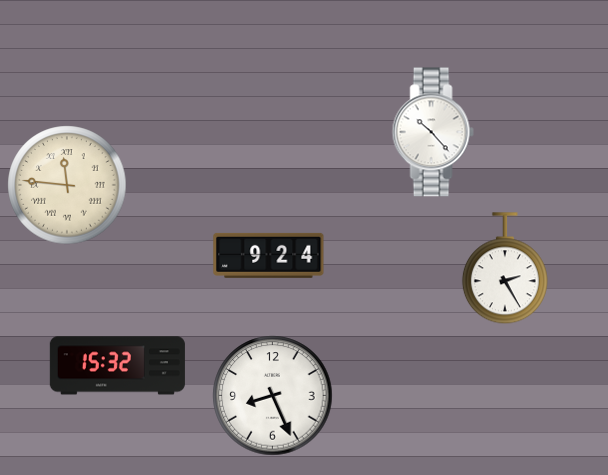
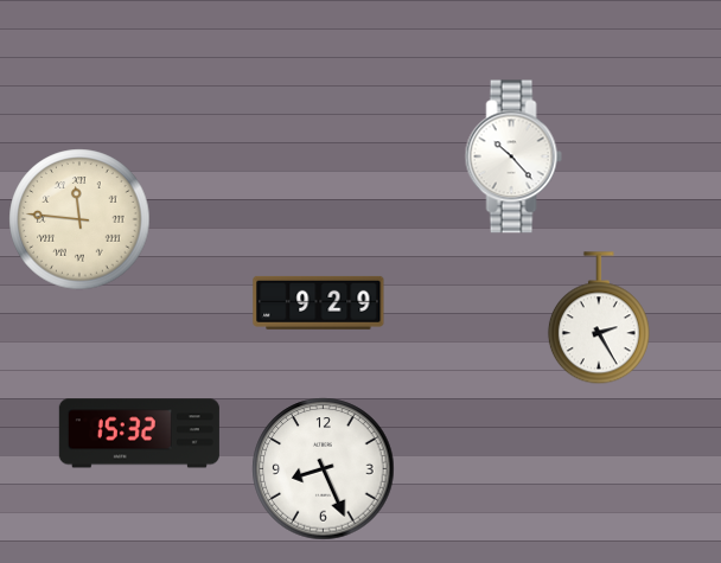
clock at (269, 255): 9:24 -> 9:29
